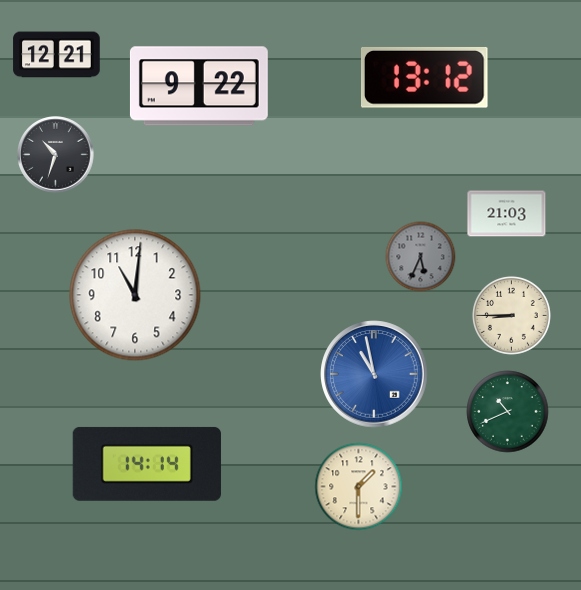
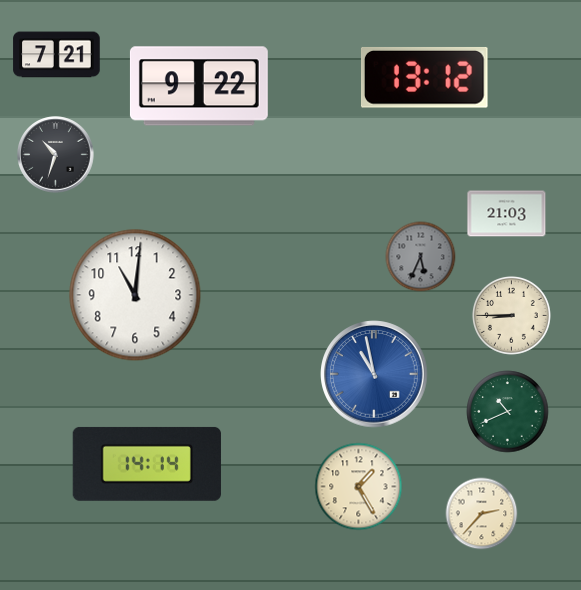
clock at (57, 55): 12:21 -> 7:21
clock at (359, 487): 1:30 -> 1:25
clock at (482, 514): none -> 2:37
